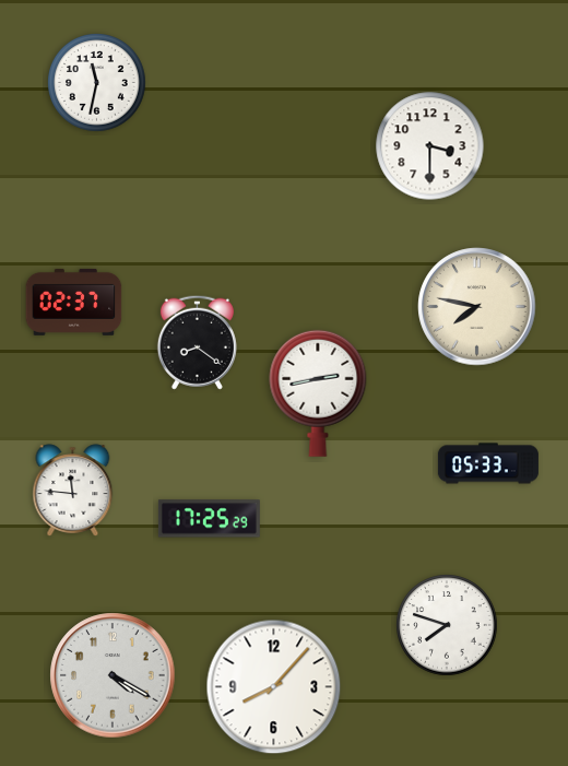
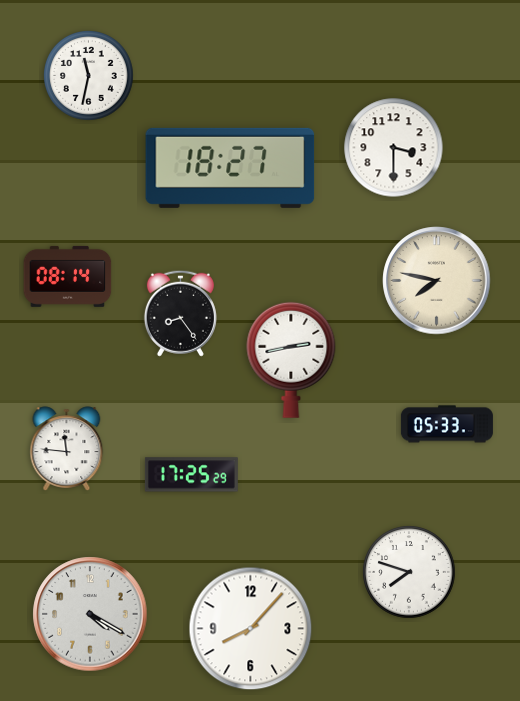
clock at (430, 146) position: (430, 146) -> (394, 148)
clock at (230, 168): none -> 18:27
clock at (74, 302): 02:37 -> 08:14
clock at (197, 342): 8:21 -> 8:24
clock at (113, 675) position: (113, 675) -> (90, 614)
